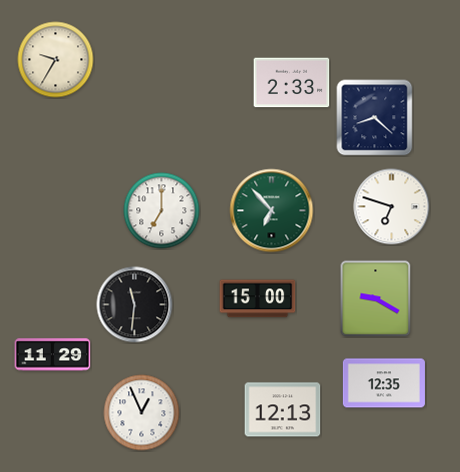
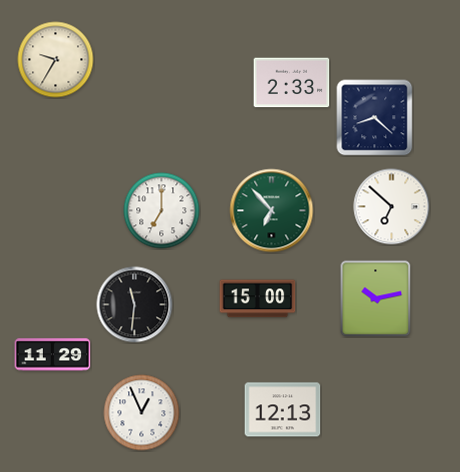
clock at (392, 207): 6:48 -> 6:52
clock at (376, 299): 9:20 -> 10:13
clock at (384, 383): 12:35 -> none
